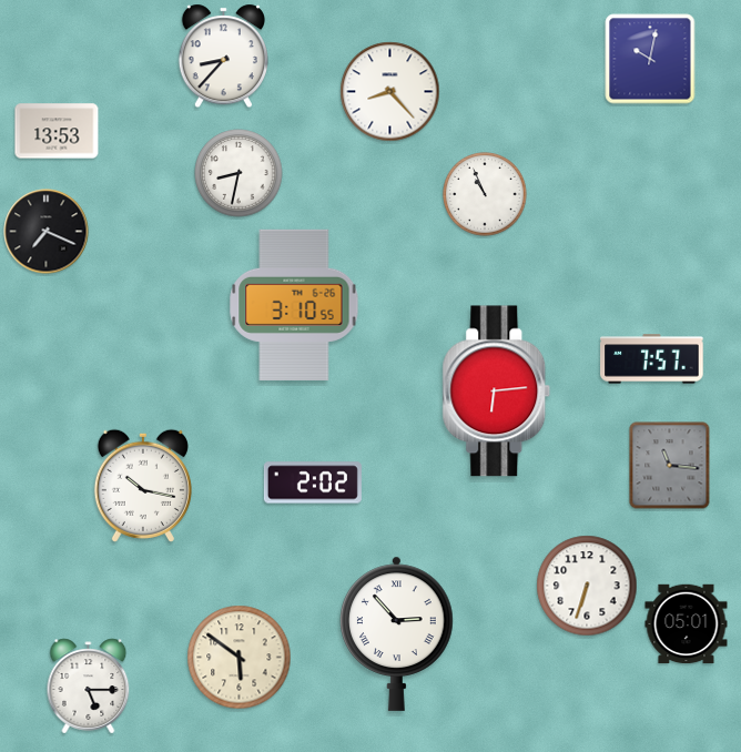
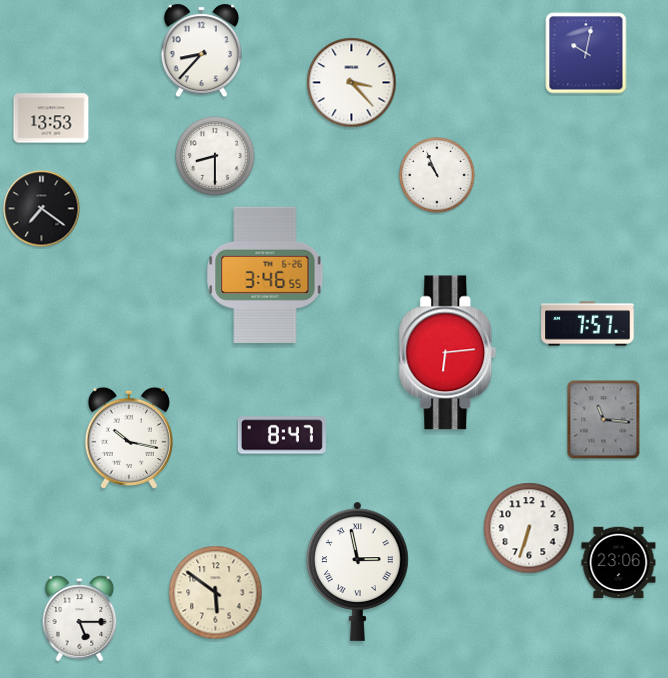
clock at (390, 92): 8:23 -> 3:23
clock at (238, 173): 8:32 -> 8:30
clock at (47, 232): 7:19 -> 7:21
clock at (294, 305): 3:10 -> 3:46
clock at (313, 482): 2:02 -> 8:47
clock at (687, 624): 05:01 -> 23:06
clock at (397, 633): 2:53 -> 2:58
